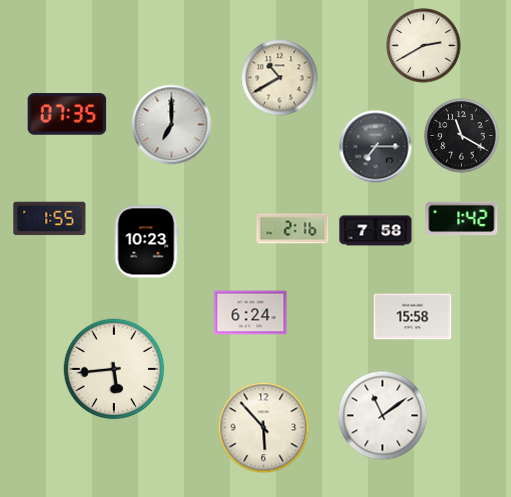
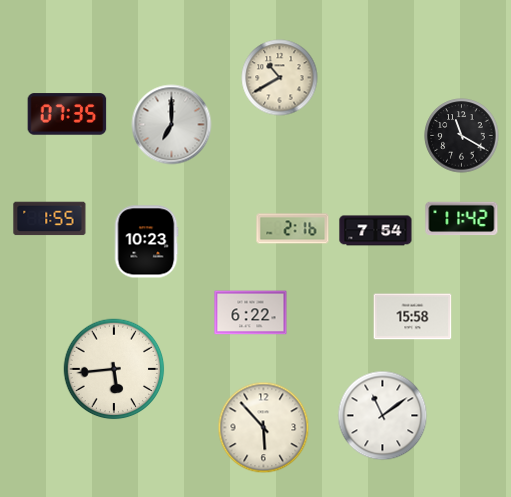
clock at (424, 46): 2:40 -> none
clock at (376, 147): 7:15 -> none
clock at (462, 219): 1:42 -> 11:42
clock at (376, 231): 7:58 -> 7:54
clock at (251, 313): 6:24 -> 6:22
